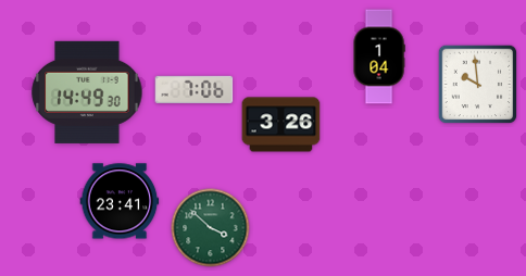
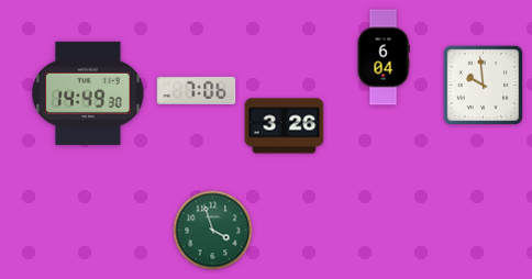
clock at (379, 57): 1:04 -> 6:04
clock at (120, 201): 23:41 -> none
clock at (211, 228): 3:52 -> 3:57
